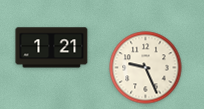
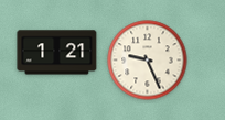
clock at (146, 68) position: (146, 68) -> (148, 61)
